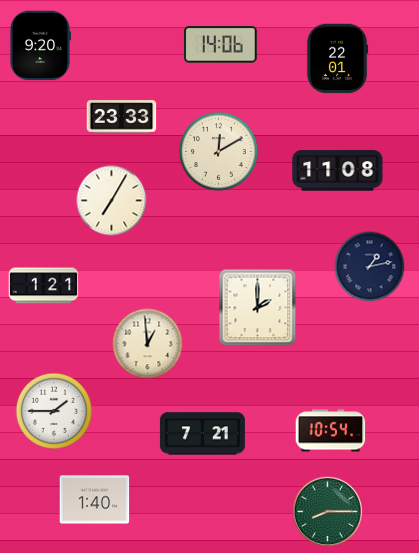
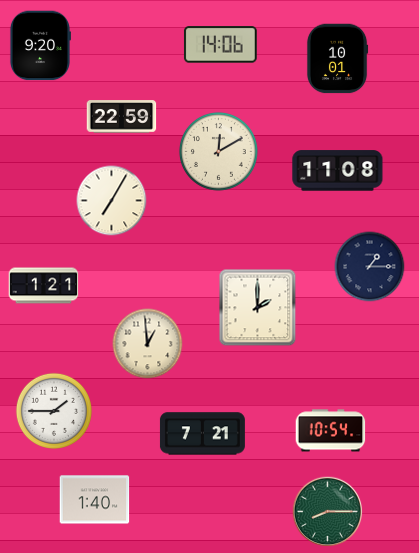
clock at (337, 59): 22:01 -> 10:01
clock at (122, 117): 23:33 -> 22:59
clock at (370, 267): 1:13 -> 1:15
